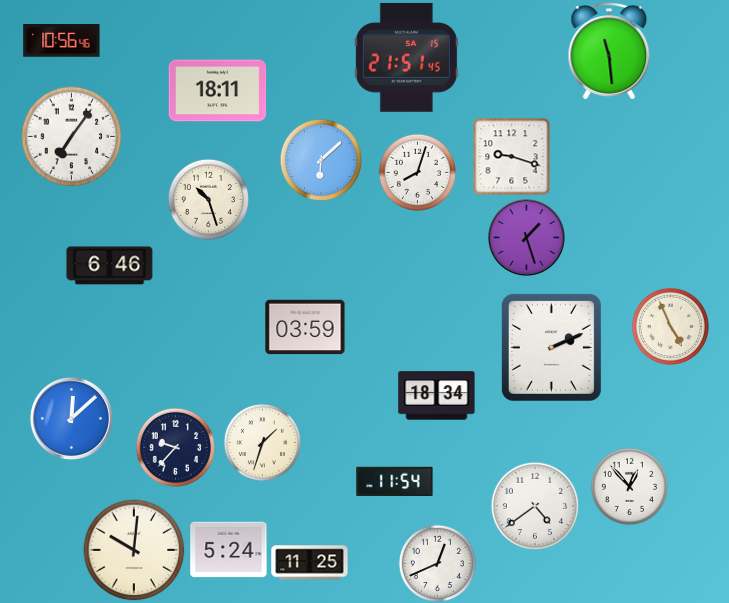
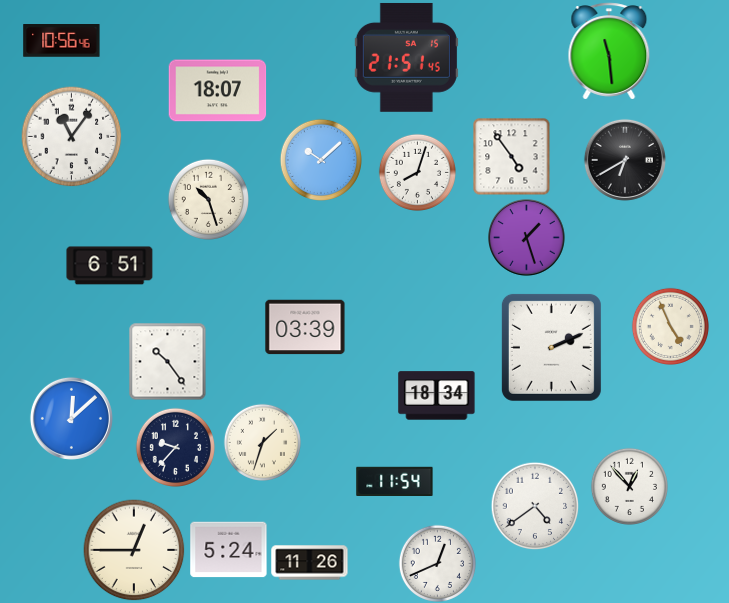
clock at (218, 91): 18:11 -> 18:07
clock at (72, 137): 7:06 -> 11:06
clock at (511, 156): 9:18 -> 4:54
clock at (320, 159): 6:08 -> 10:08
clock at (625, 160): none -> 6:40
clock at (110, 266): 6:46 -> 6:51
clock at (305, 327): 03:59 -> 03:39
clock at (167, 361): none -> 10:24
clock at (134, 550): 10:01 -> 12:45
clock at (310, 563): 11:25 -> 11:26
